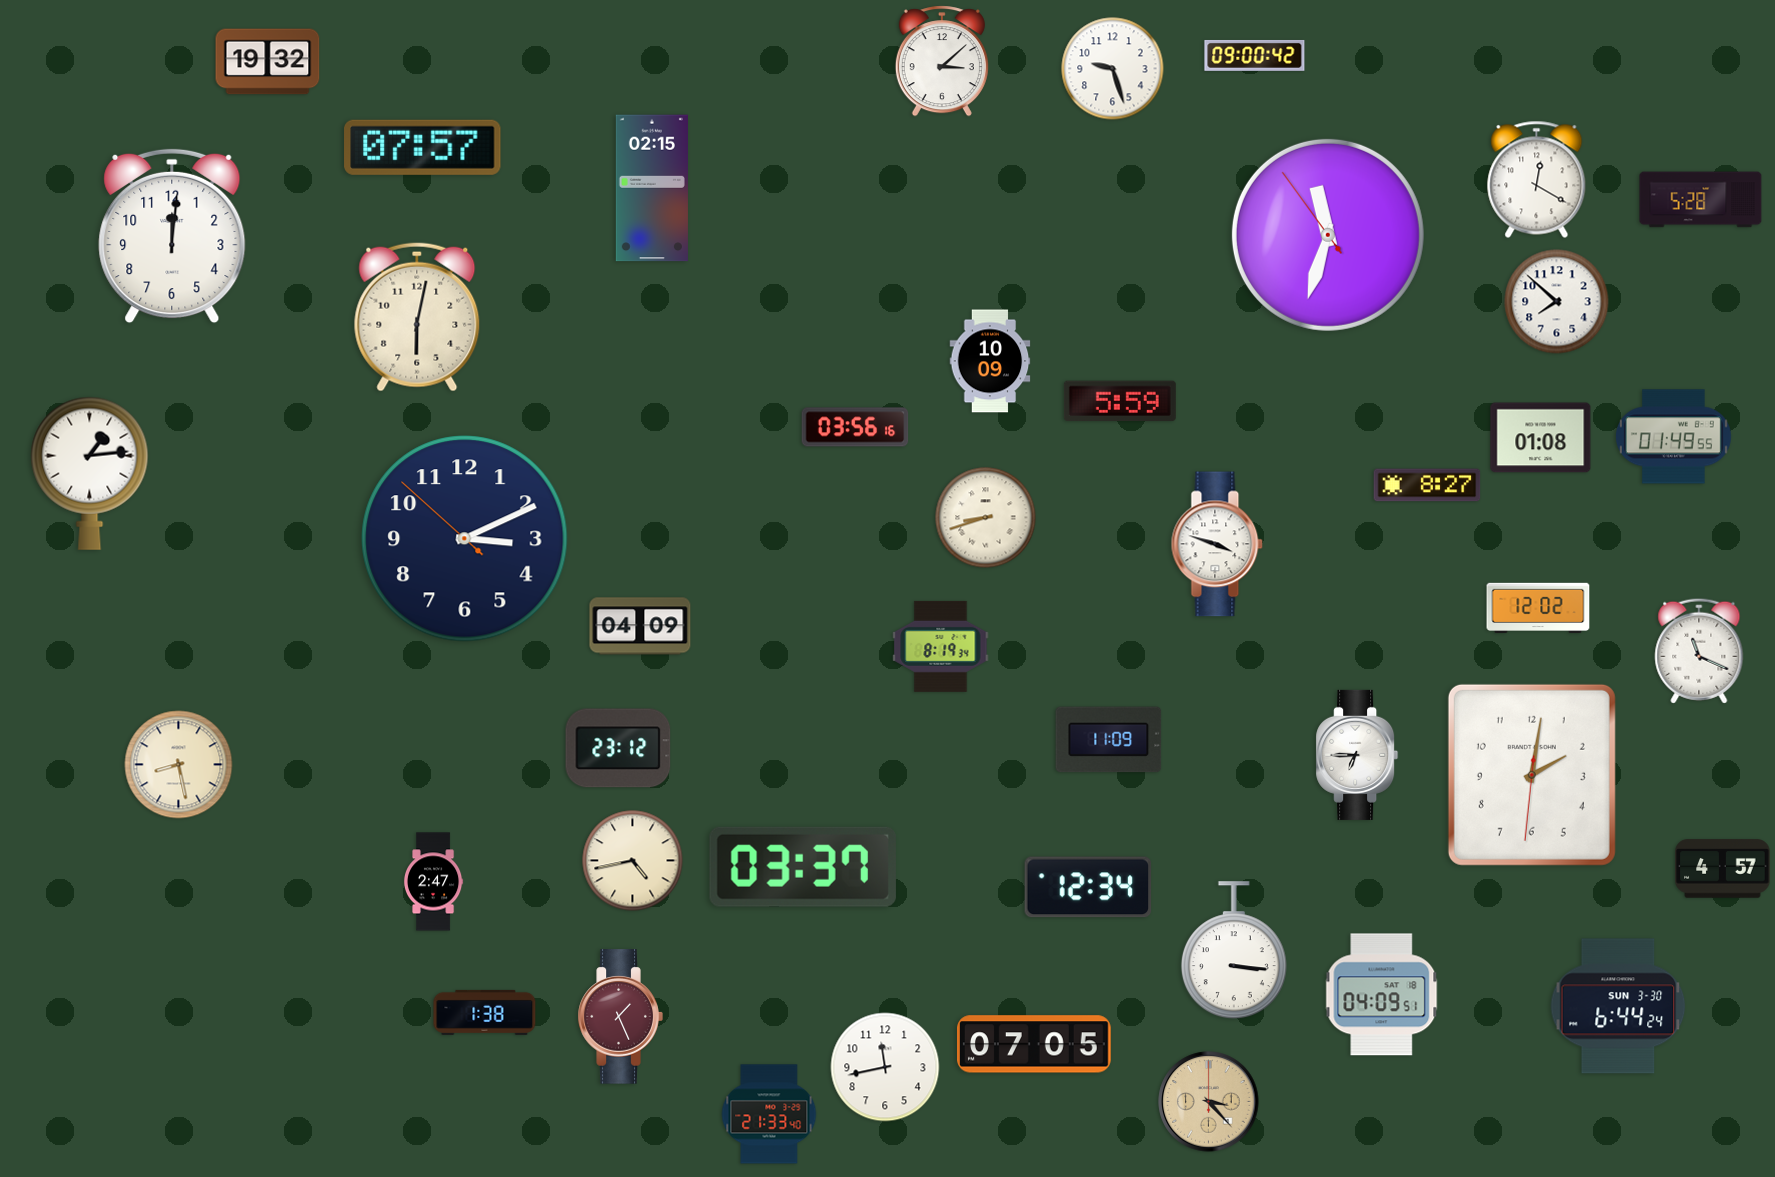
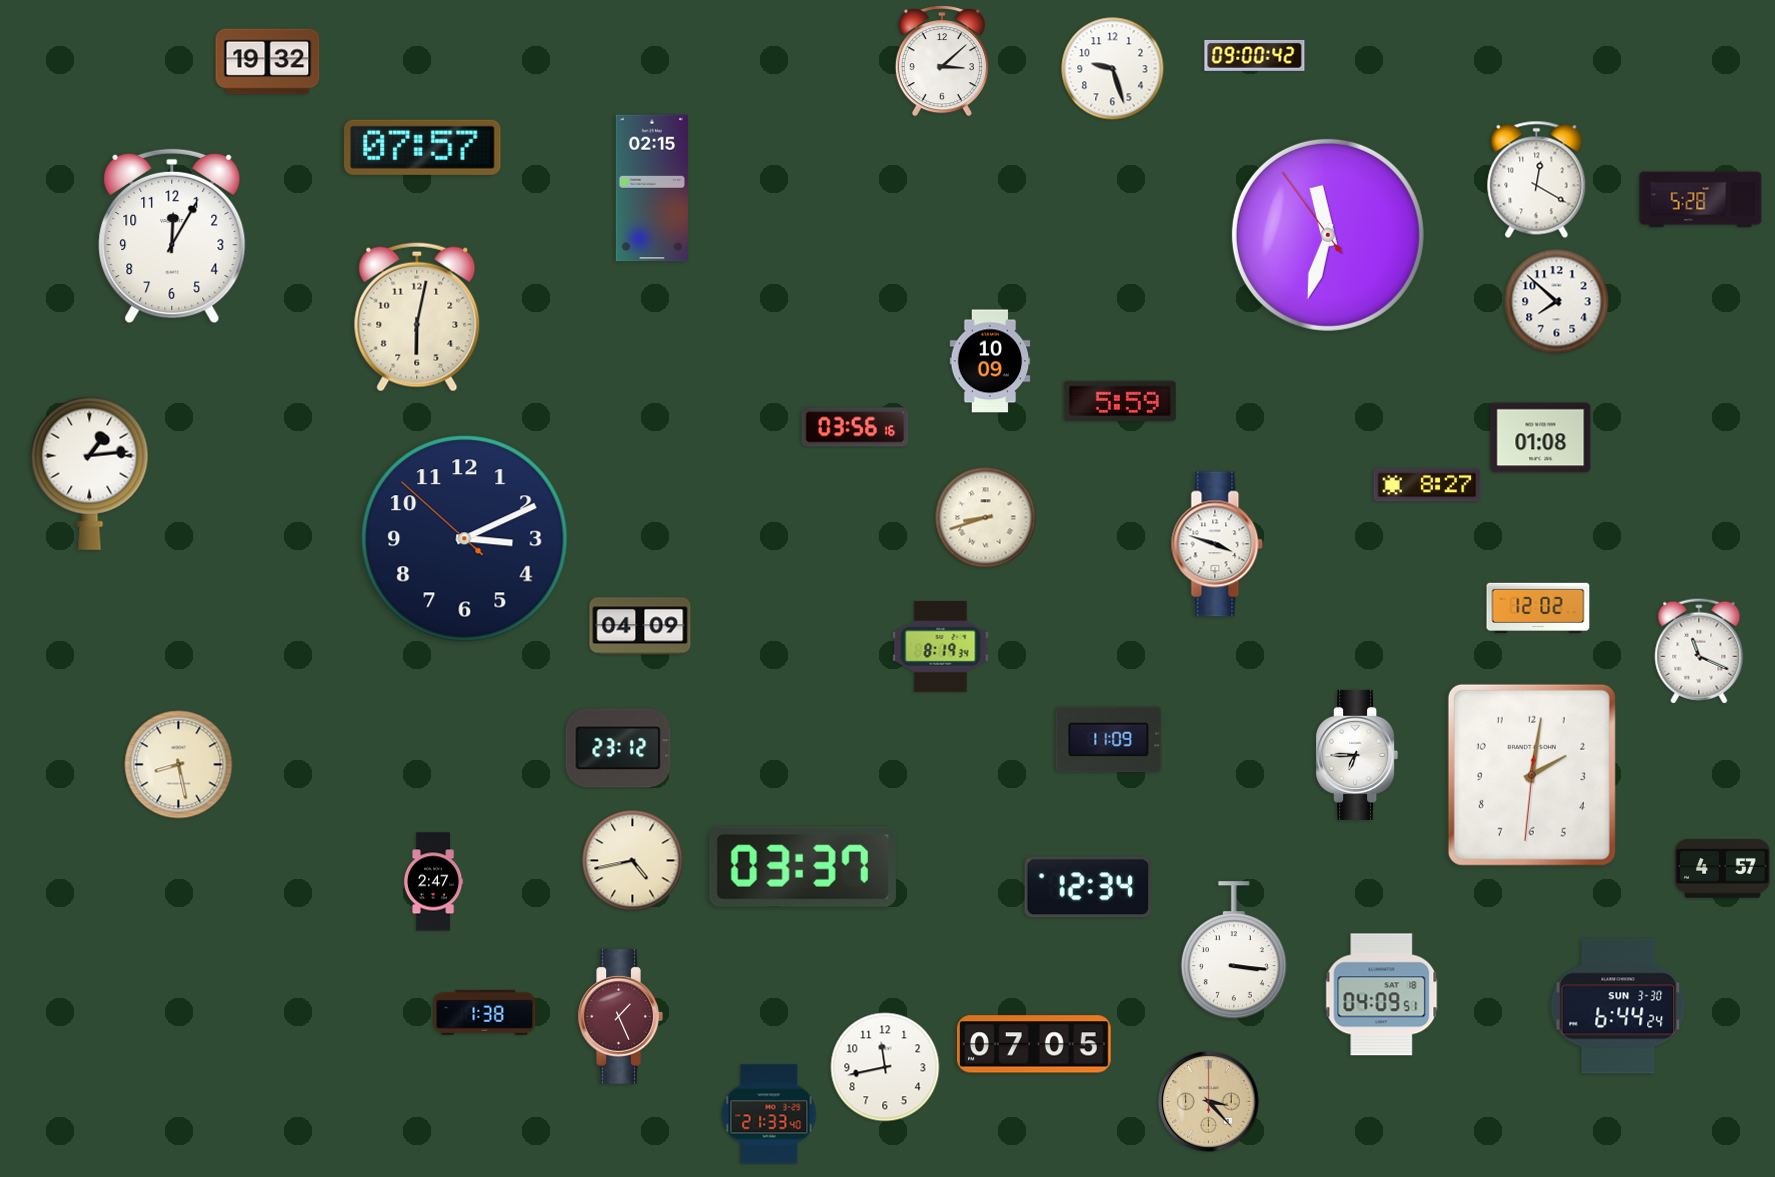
clock at (172, 236): 12:01 -> 12:05
clock at (1673, 437): 01:49 -> none
